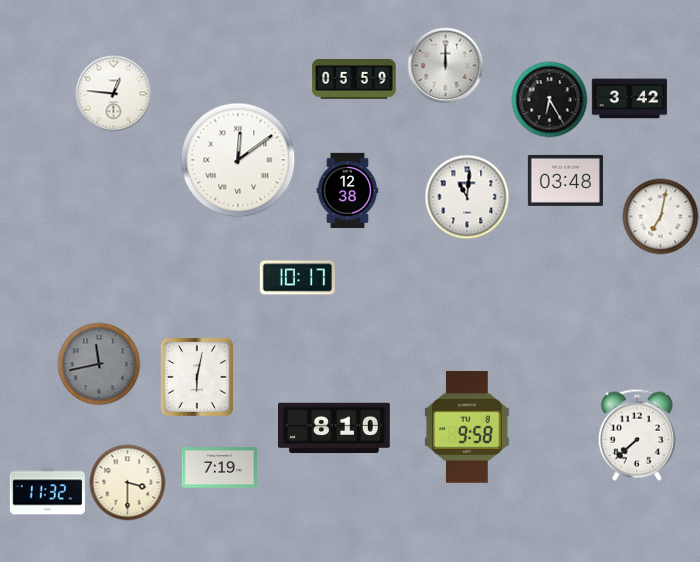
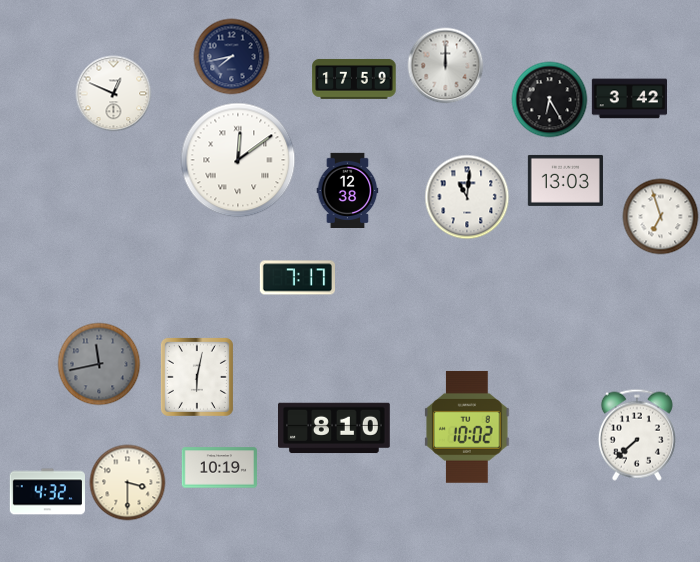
clock at (232, 57): none -> 7:43
clock at (354, 79): 05:59 -> 17:59
clock at (114, 94): 12:46 -> 12:49
clock at (565, 180): 03:48 -> 13:03
clock at (661, 217): 7:02 -> 6:57
clock at (297, 278): 10:17 -> 7:17
clock at (467, 427): 9:58 -> 10:02
clock at (219, 468): 7:19 -> 10:19
clock at (47, 492): 11:32 -> 4:32
